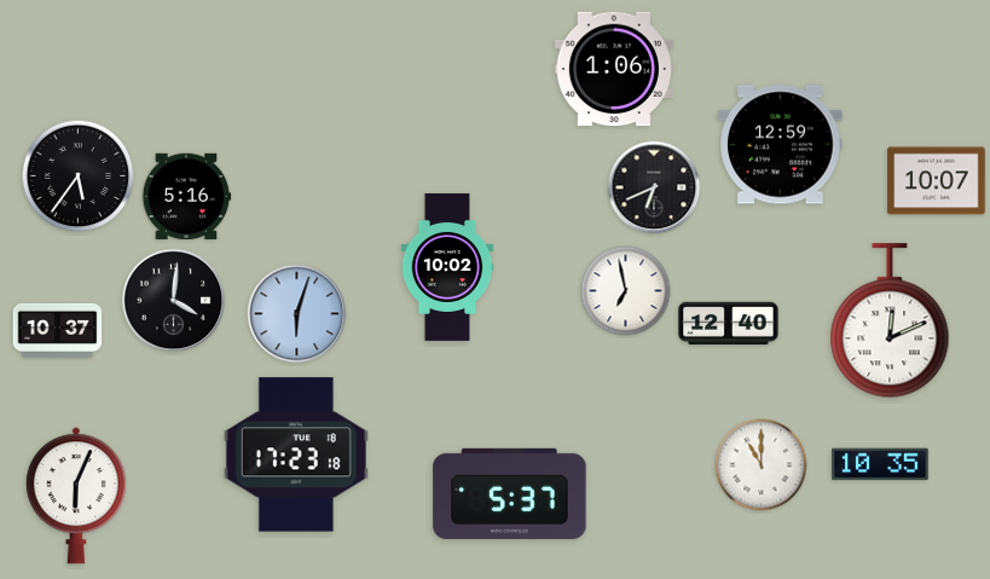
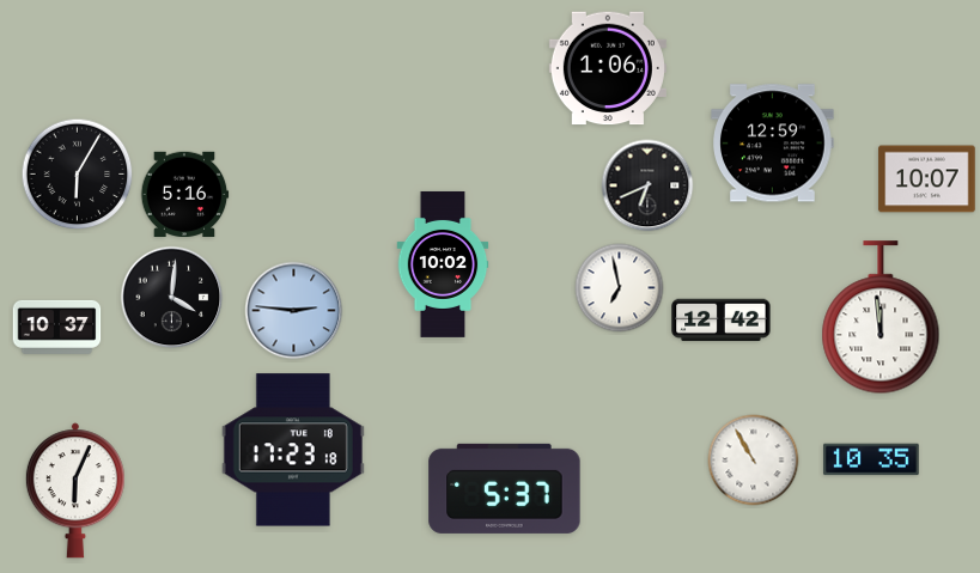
clock at (79, 176): 5:36 -> 6:05
clock at (297, 314): 6:03 -> 2:46
clock at (890, 322): 12:11 -> 11:59
clock at (729, 324): 12:40 -> 12:42
clock at (762, 465): 11:00 -> 10:55
